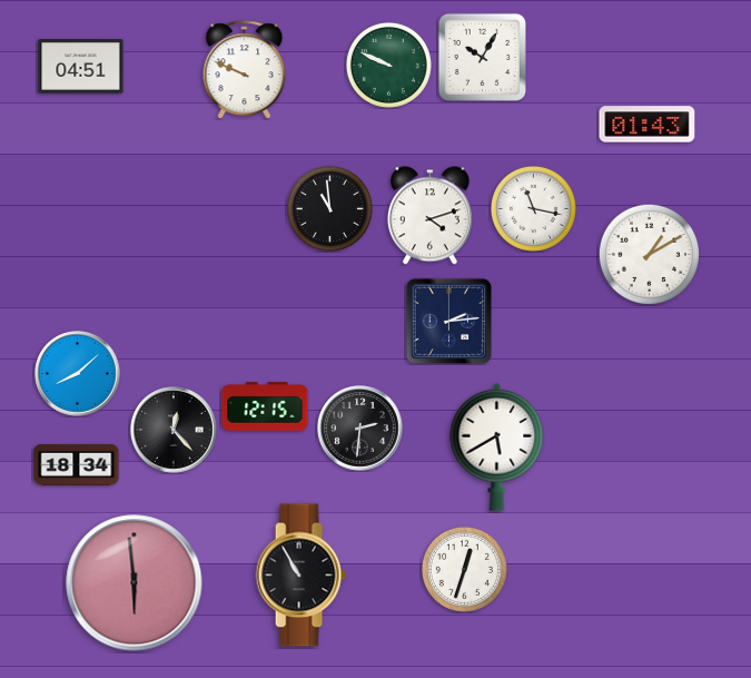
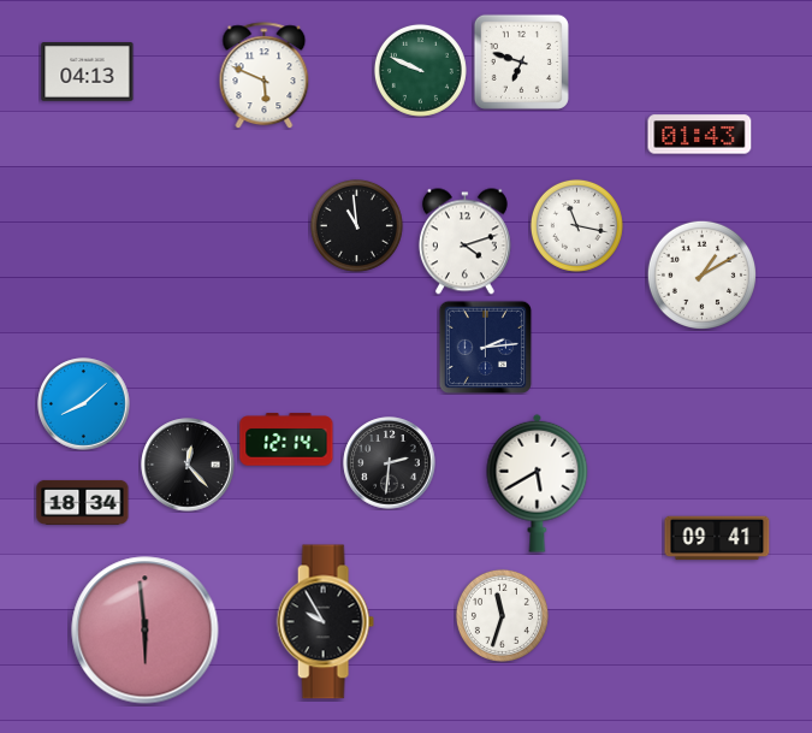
clock at (482, 57): 10:05 -> 6:48
clock at (81, 67): 04:51 -> 04:13
clock at (245, 70): 9:49 -> 5:49
clock at (429, 216) position: (429, 216) -> (464, 242)
clock at (265, 406): 12:15 -> 12:14
clock at (717, 538): none -> 09:41
clock at (464, 569): 12:33 -> 11:33
clock at (300, 576): 10:55 -> 9:55
